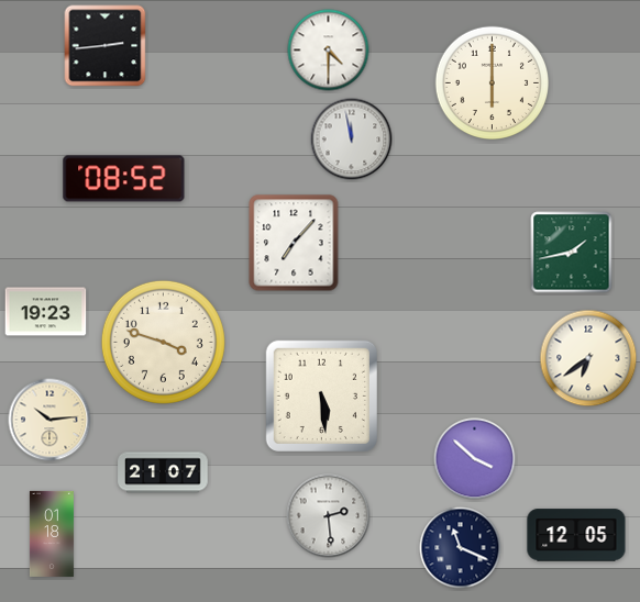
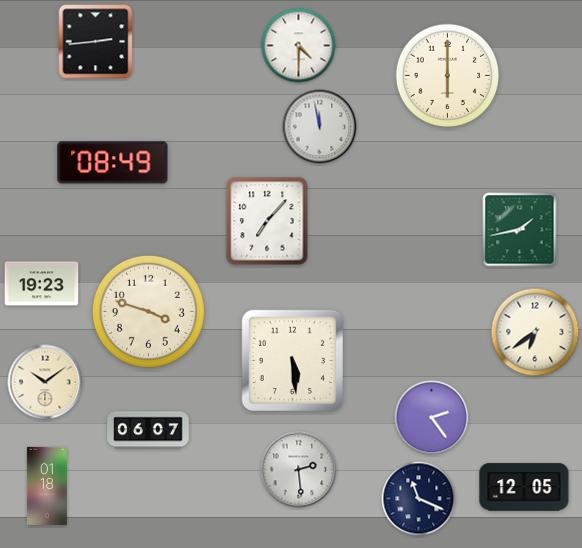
clock at (124, 179): 08:52 -> 08:49
clock at (588, 358) position: (588, 358) -> (535, 332)
clock at (49, 420): 10:14 -> 10:09
clock at (475, 459): 3:52 -> 2:24
clock at (163, 472): 21:07 -> 06:07
